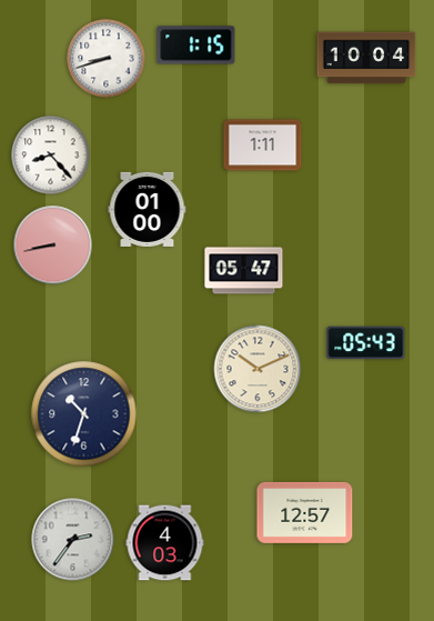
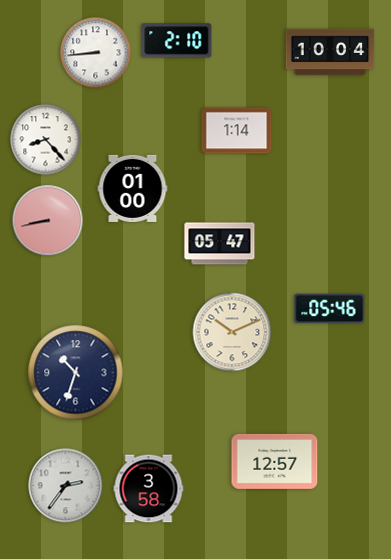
clock at (196, 46): 1:15 -> 2:10
clock at (107, 59): 8:42 -> 8:44
clock at (263, 146): 1:11 -> 1:14
clock at (366, 343): 05:43 -> 05:46
clock at (165, 543): 4:03 -> 3:58
